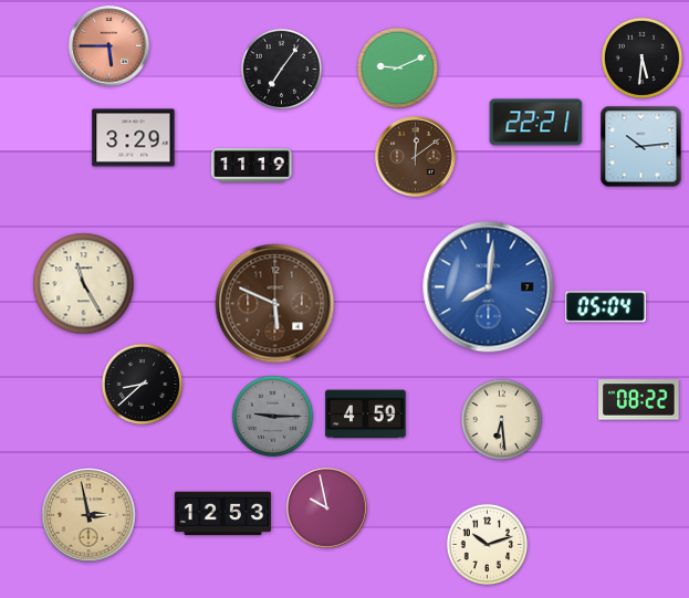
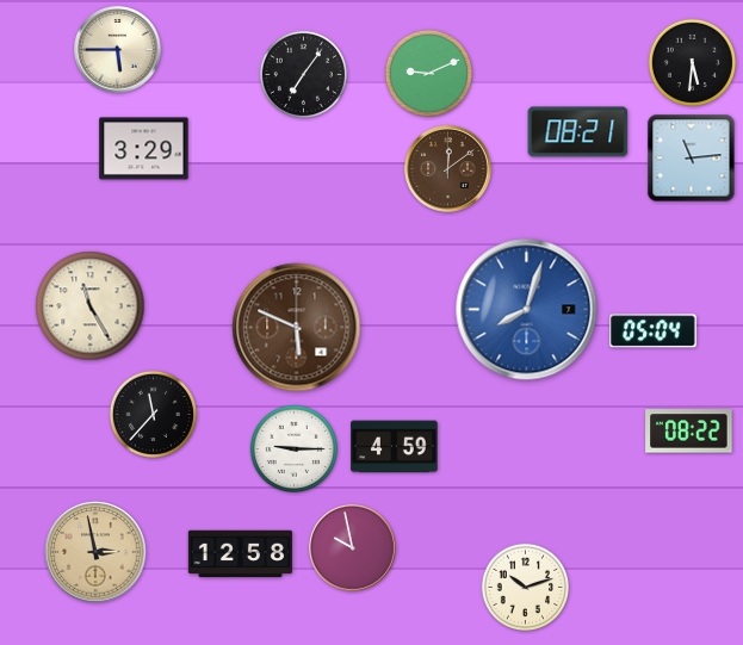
clock at (109, 46) dial: salmon -> cream
clock at (536, 123): 22:21 -> 08:21
clock at (641, 147): 10:14 -> 11:14
clock at (252, 166): 11:19 -> none
clock at (489, 287): 8:01 -> 8:03
clock at (142, 384): 8:38 -> 11:37
clock at (272, 416) dial: grey -> white
clock at (501, 419): 6:29 -> none
clock at (222, 514): 12:53 -> 12:58
clock at (88, 515) position: (88, 515) -> (95, 552)
